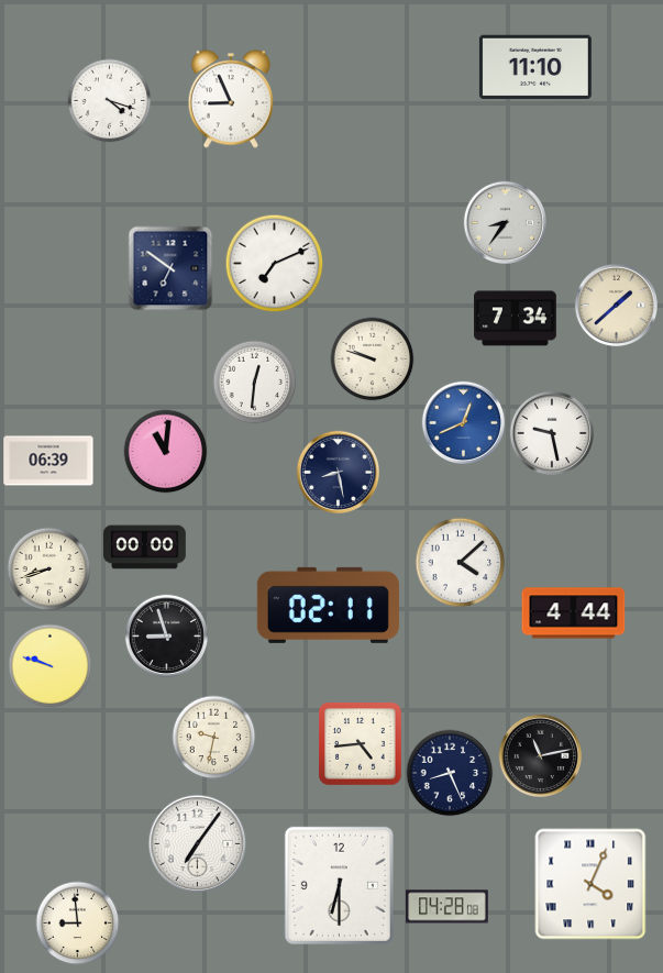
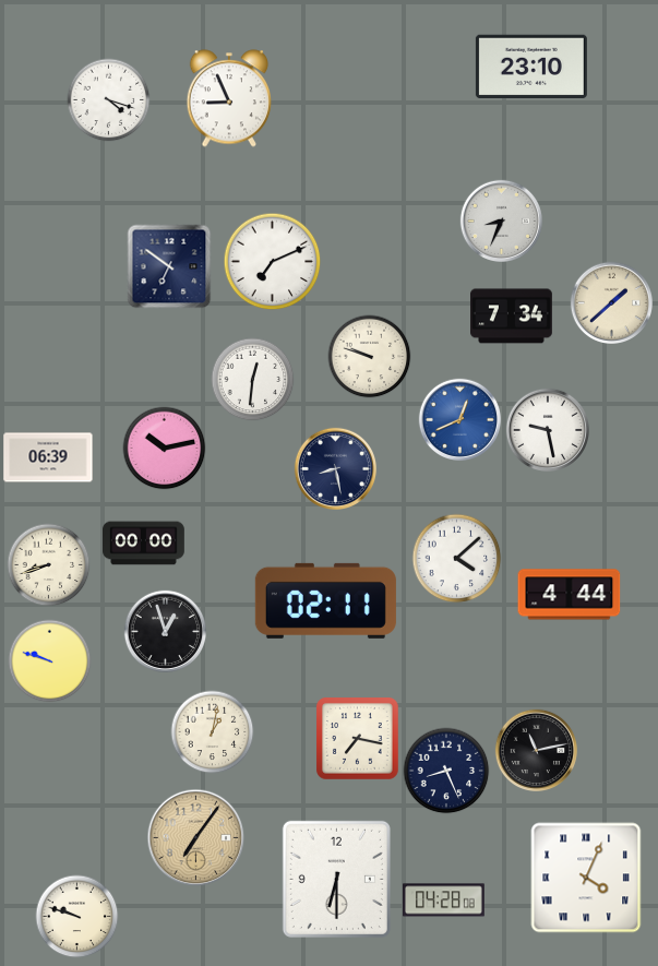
clock at (535, 66): 11:10 -> 23:10
clock at (505, 222): 8:36 -> 8:34
clock at (166, 452): 11:01 -> 10:13
clock at (574, 613) position: (574, 613) -> (570, 595)
clock at (166, 635): 8:57 -> 12:57
clock at (214, 738): 9:32 -> 1:02
clock at (361, 744): 4:44 -> 7:17
clock at (450, 773) position: (450, 773) -> (446, 771)
clock at (198, 844) dial: white -> champagne
clock at (78, 924): 8:59 -> 9:48
